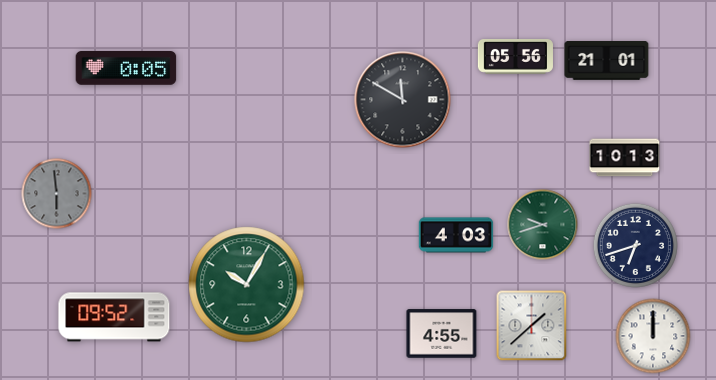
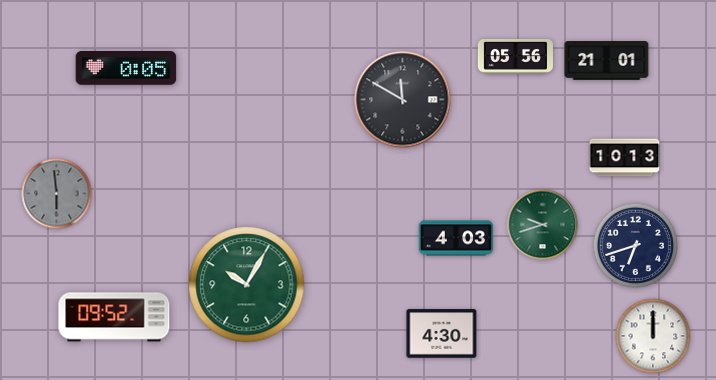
clock at (456, 235) position: (456, 235) -> (456, 238)
clock at (532, 326): 1:38 -> none
clock at (442, 334): 4:55 -> 4:30
